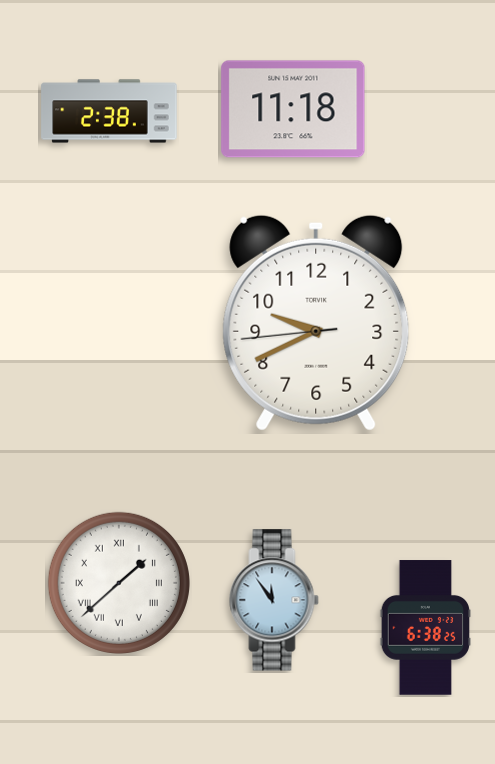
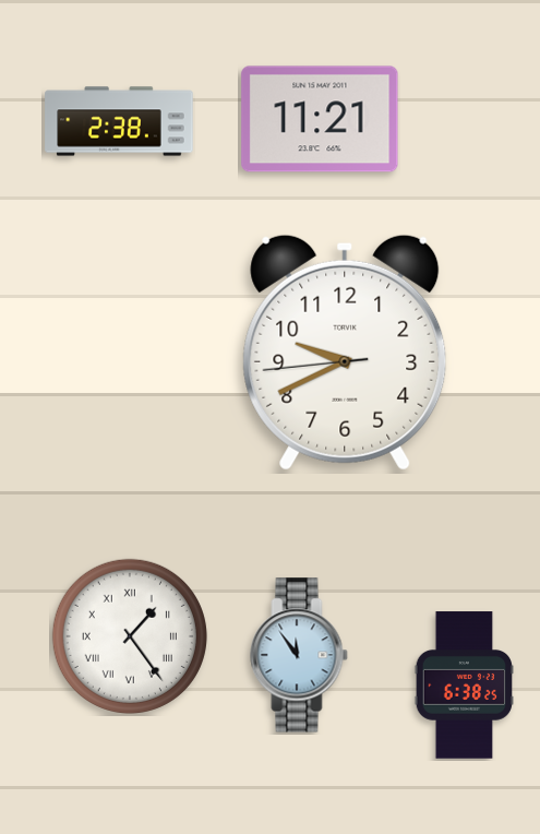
clock at (293, 109): 11:18 -> 11:21
clock at (119, 583): 1:38 -> 1:24
